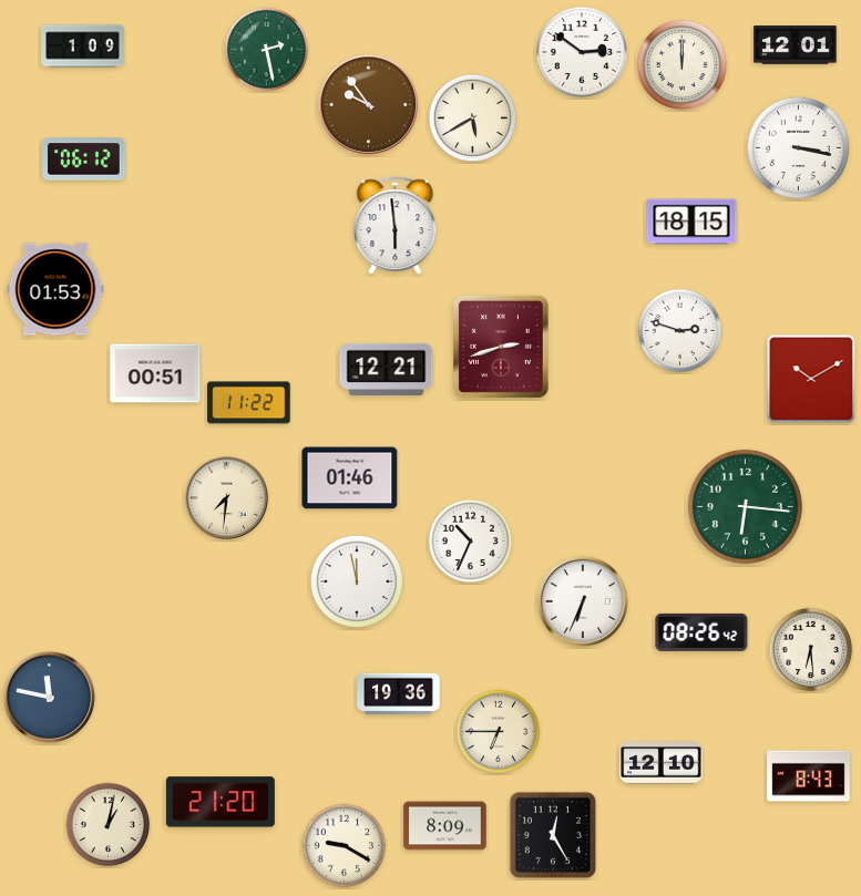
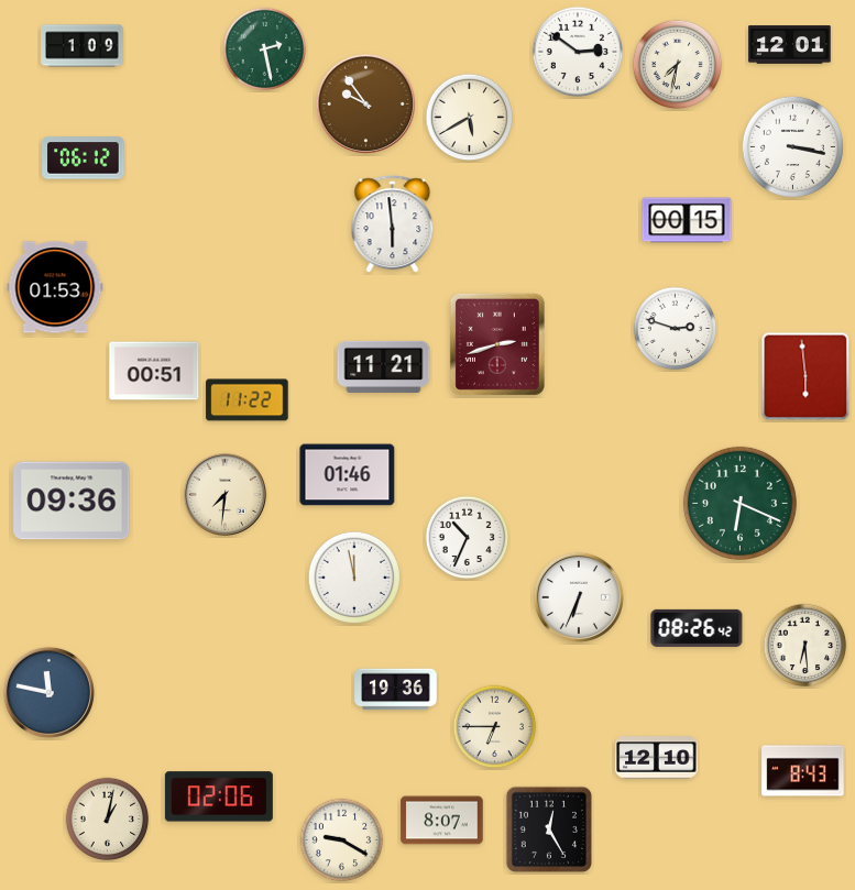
clock at (683, 65): 12:00 -> 7:32
clock at (691, 222): 18:15 -> 00:15
clock at (387, 369): 12:21 -> 11:21
clock at (811, 379): 10:10 -> 5:59
clock at (72, 501): none -> 09:36
clock at (745, 506): 6:16 -> 6:19
clock at (221, 802): 21:20 -> 02:06
clock at (445, 826): 8:09 -> 8:07
